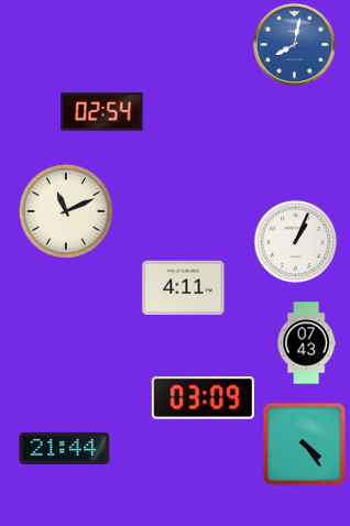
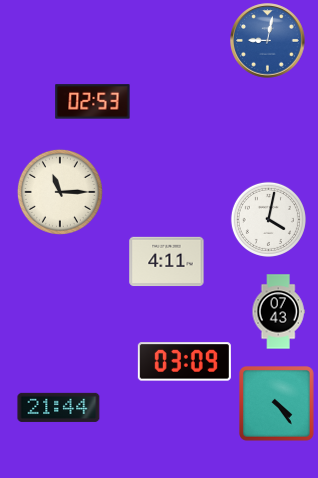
clock at (295, 45): 8:02 -> 9:02
clock at (102, 112): 02:54 -> 02:53
clock at (66, 211): 11:11 -> 11:15
clock at (295, 241): 1:04 -> 4:02
